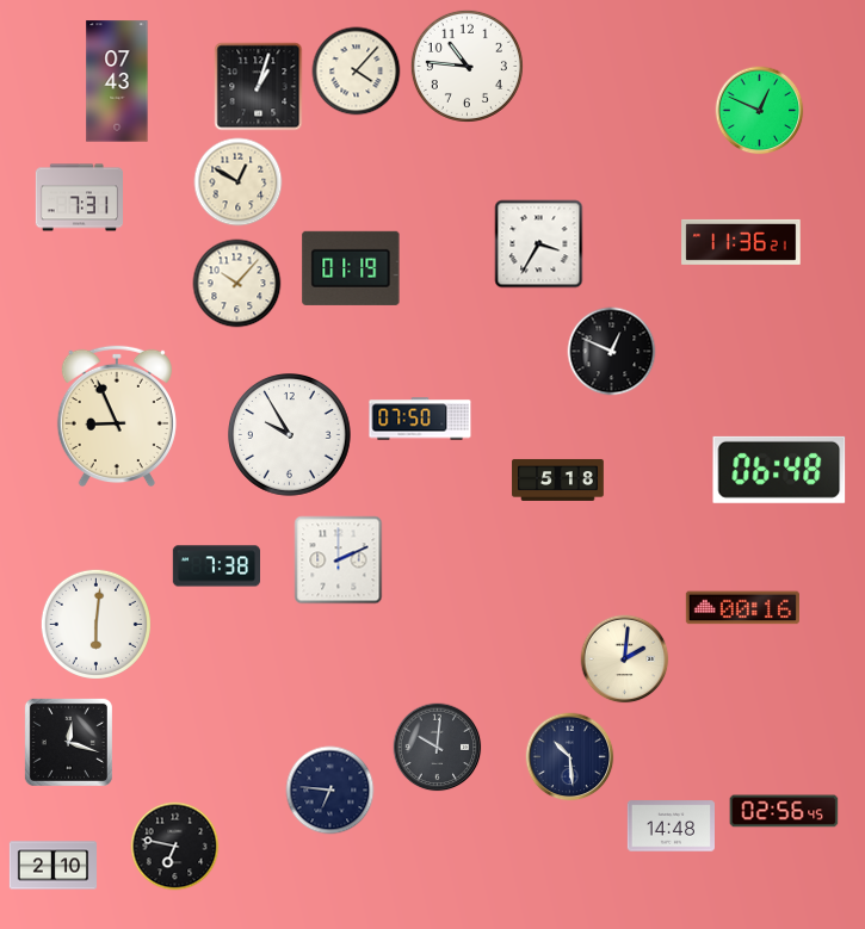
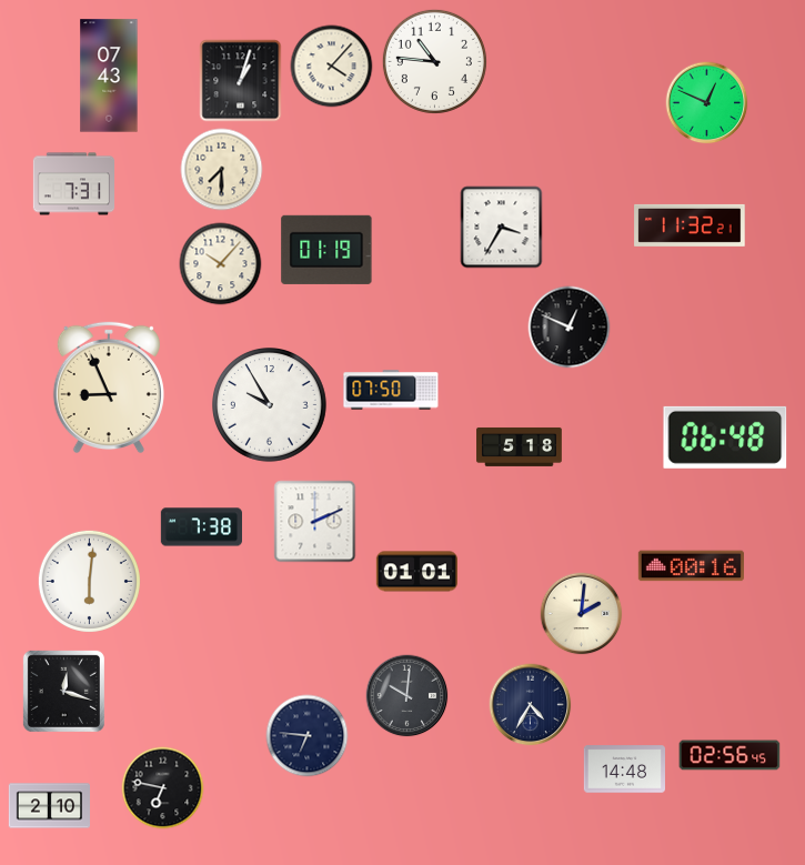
clock at (239, 182): 12:50 -> 7:30
clock at (741, 242): 11:36 -> 11:32
clock at (416, 572): none -> 01:01
clock at (570, 757): 10:29 -> 4:35
